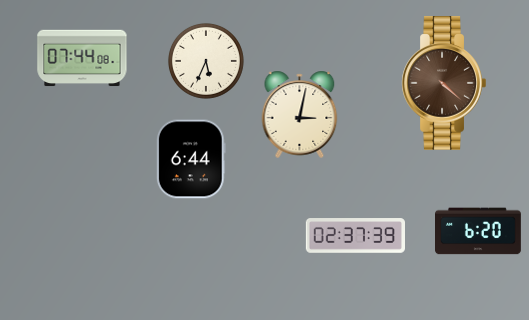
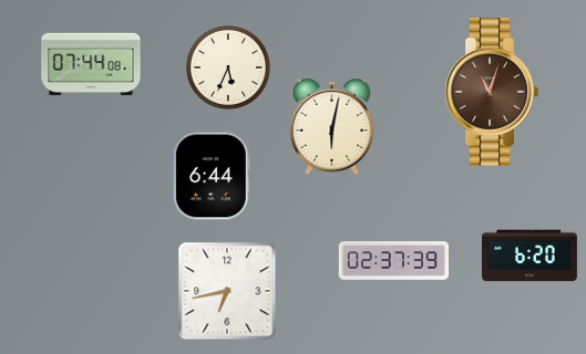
clock at (444, 83): 4:22 -> 11:03
clock at (300, 114): 3:02 -> 6:02
clock at (227, 291): none -> 6:43
